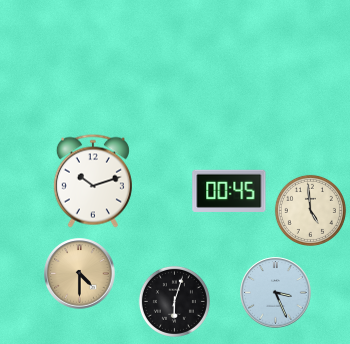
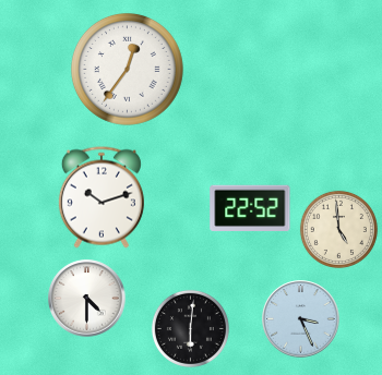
clock at (127, 69): none -> 12:36
clock at (229, 191): 00:45 -> 22:52
clock at (80, 274) dial: champagne -> white
clock at (174, 301): 6:03 -> 6:01
